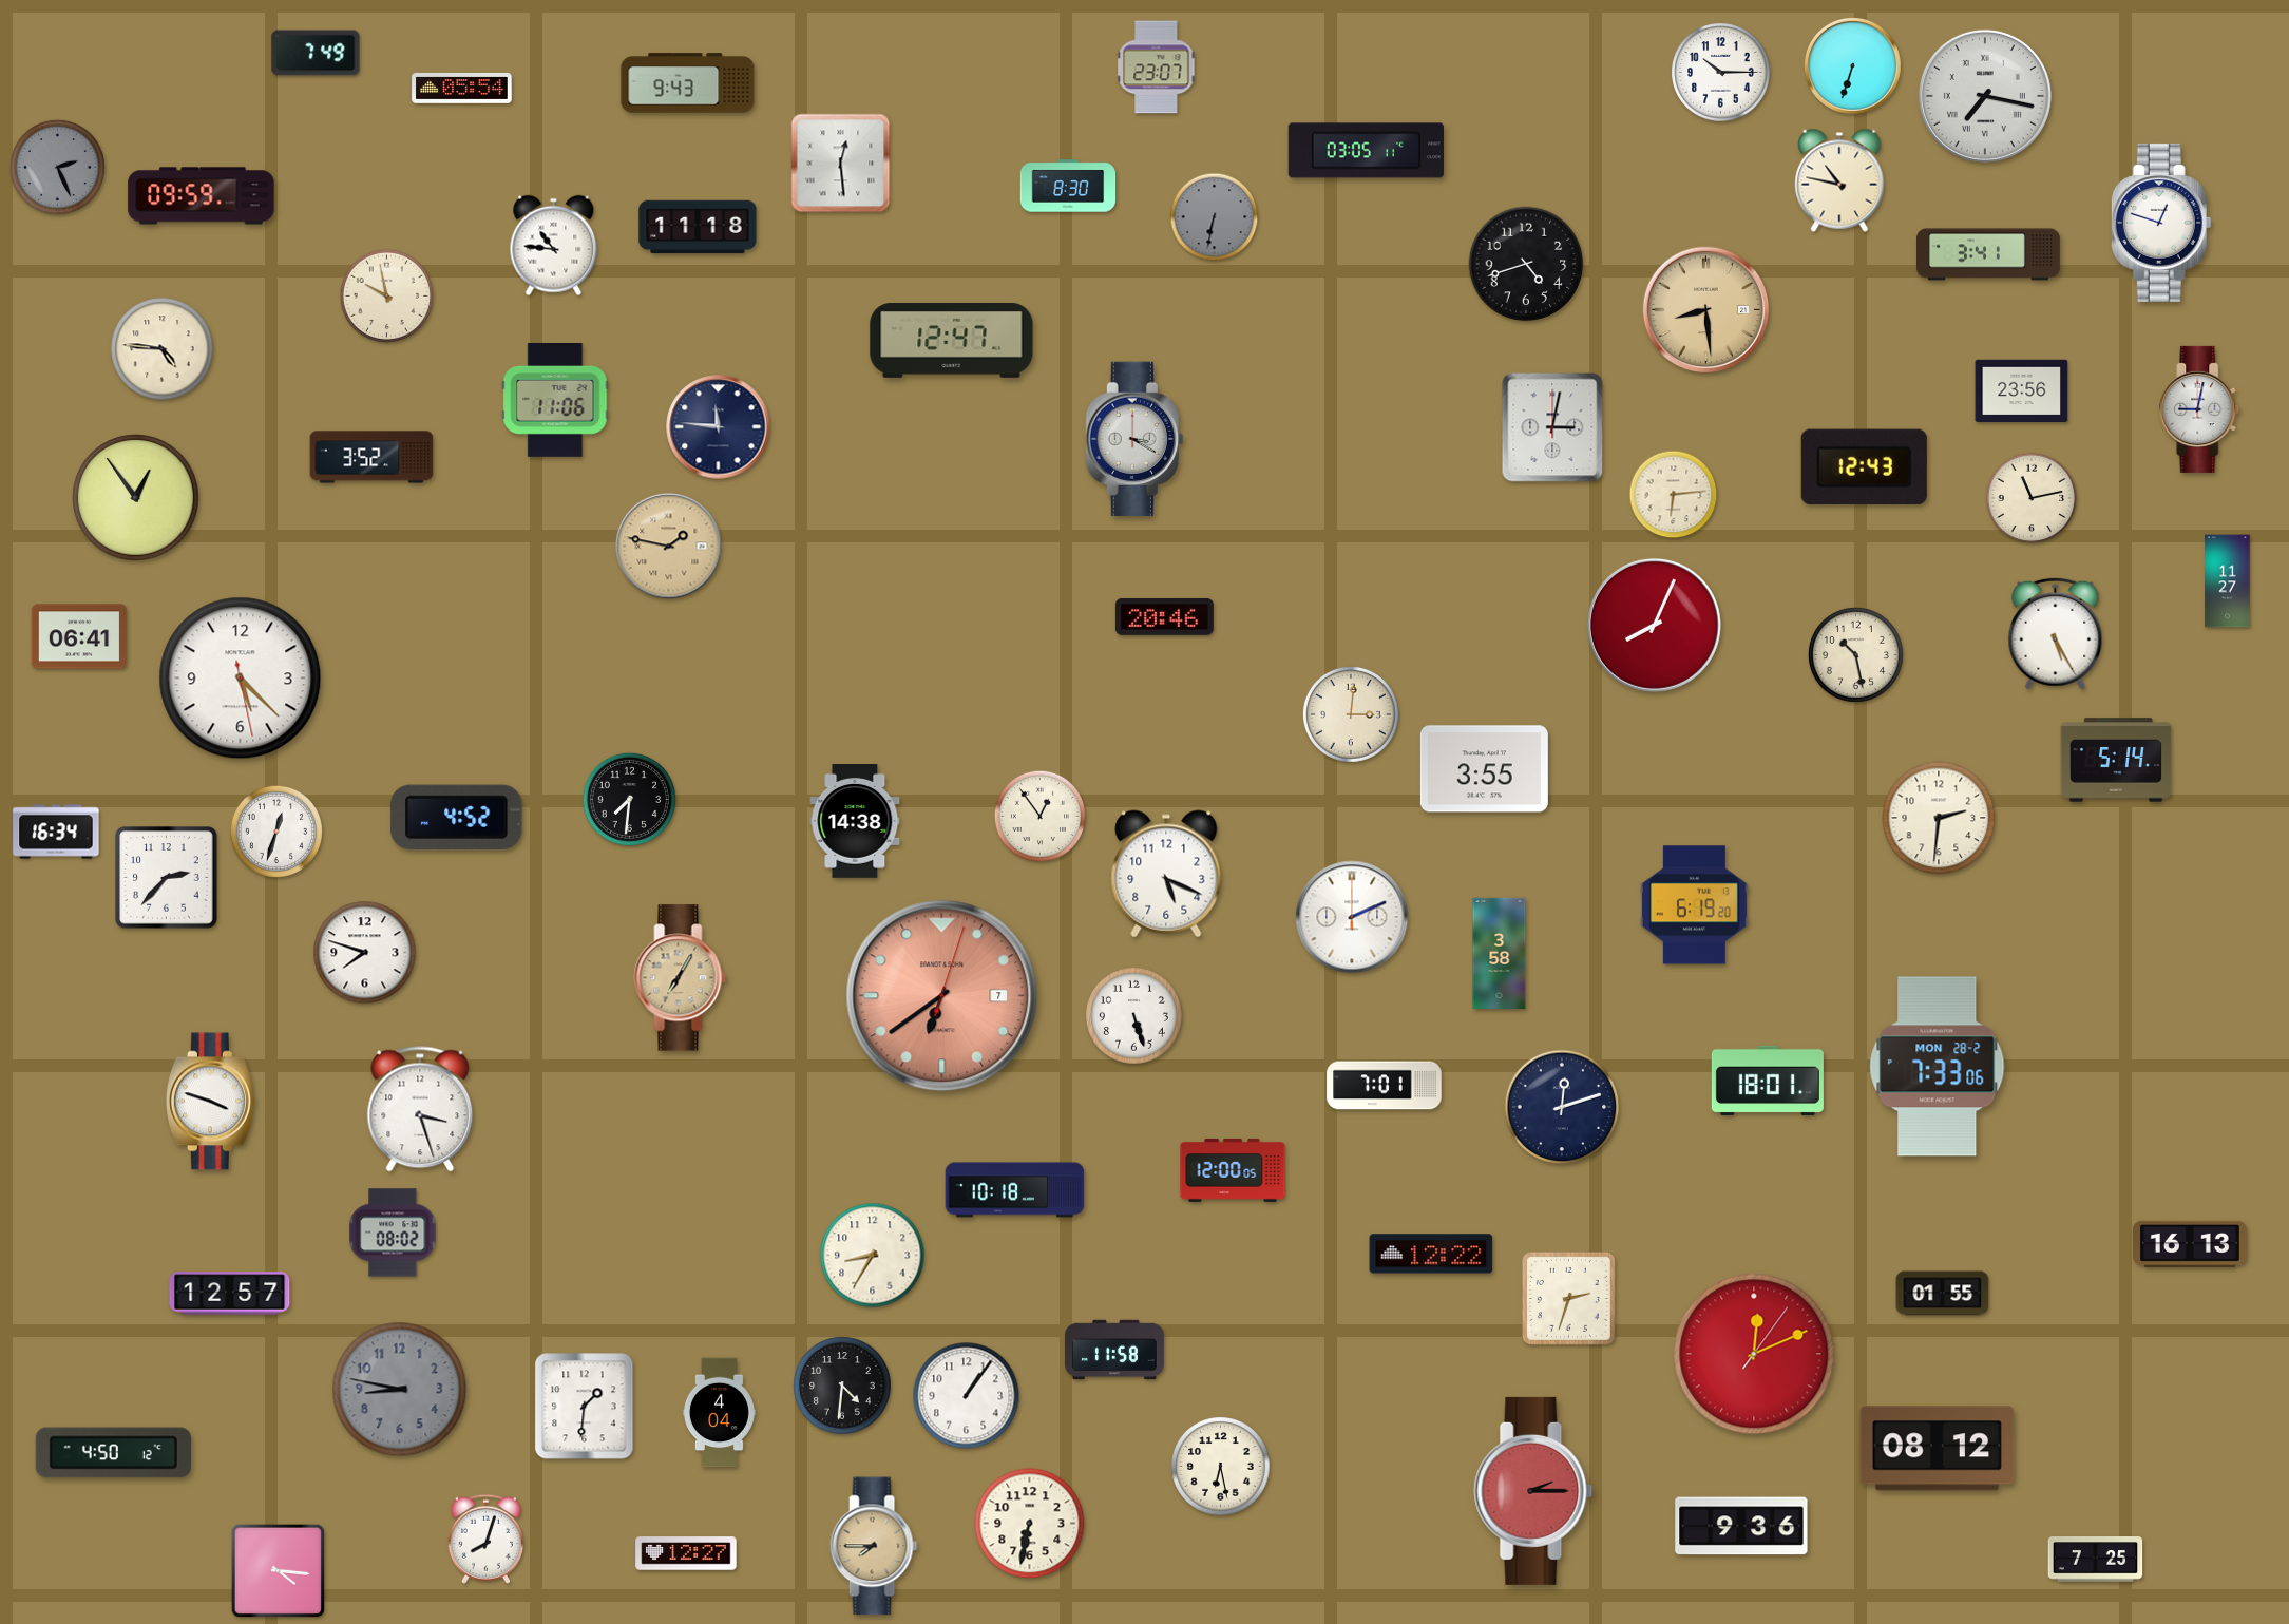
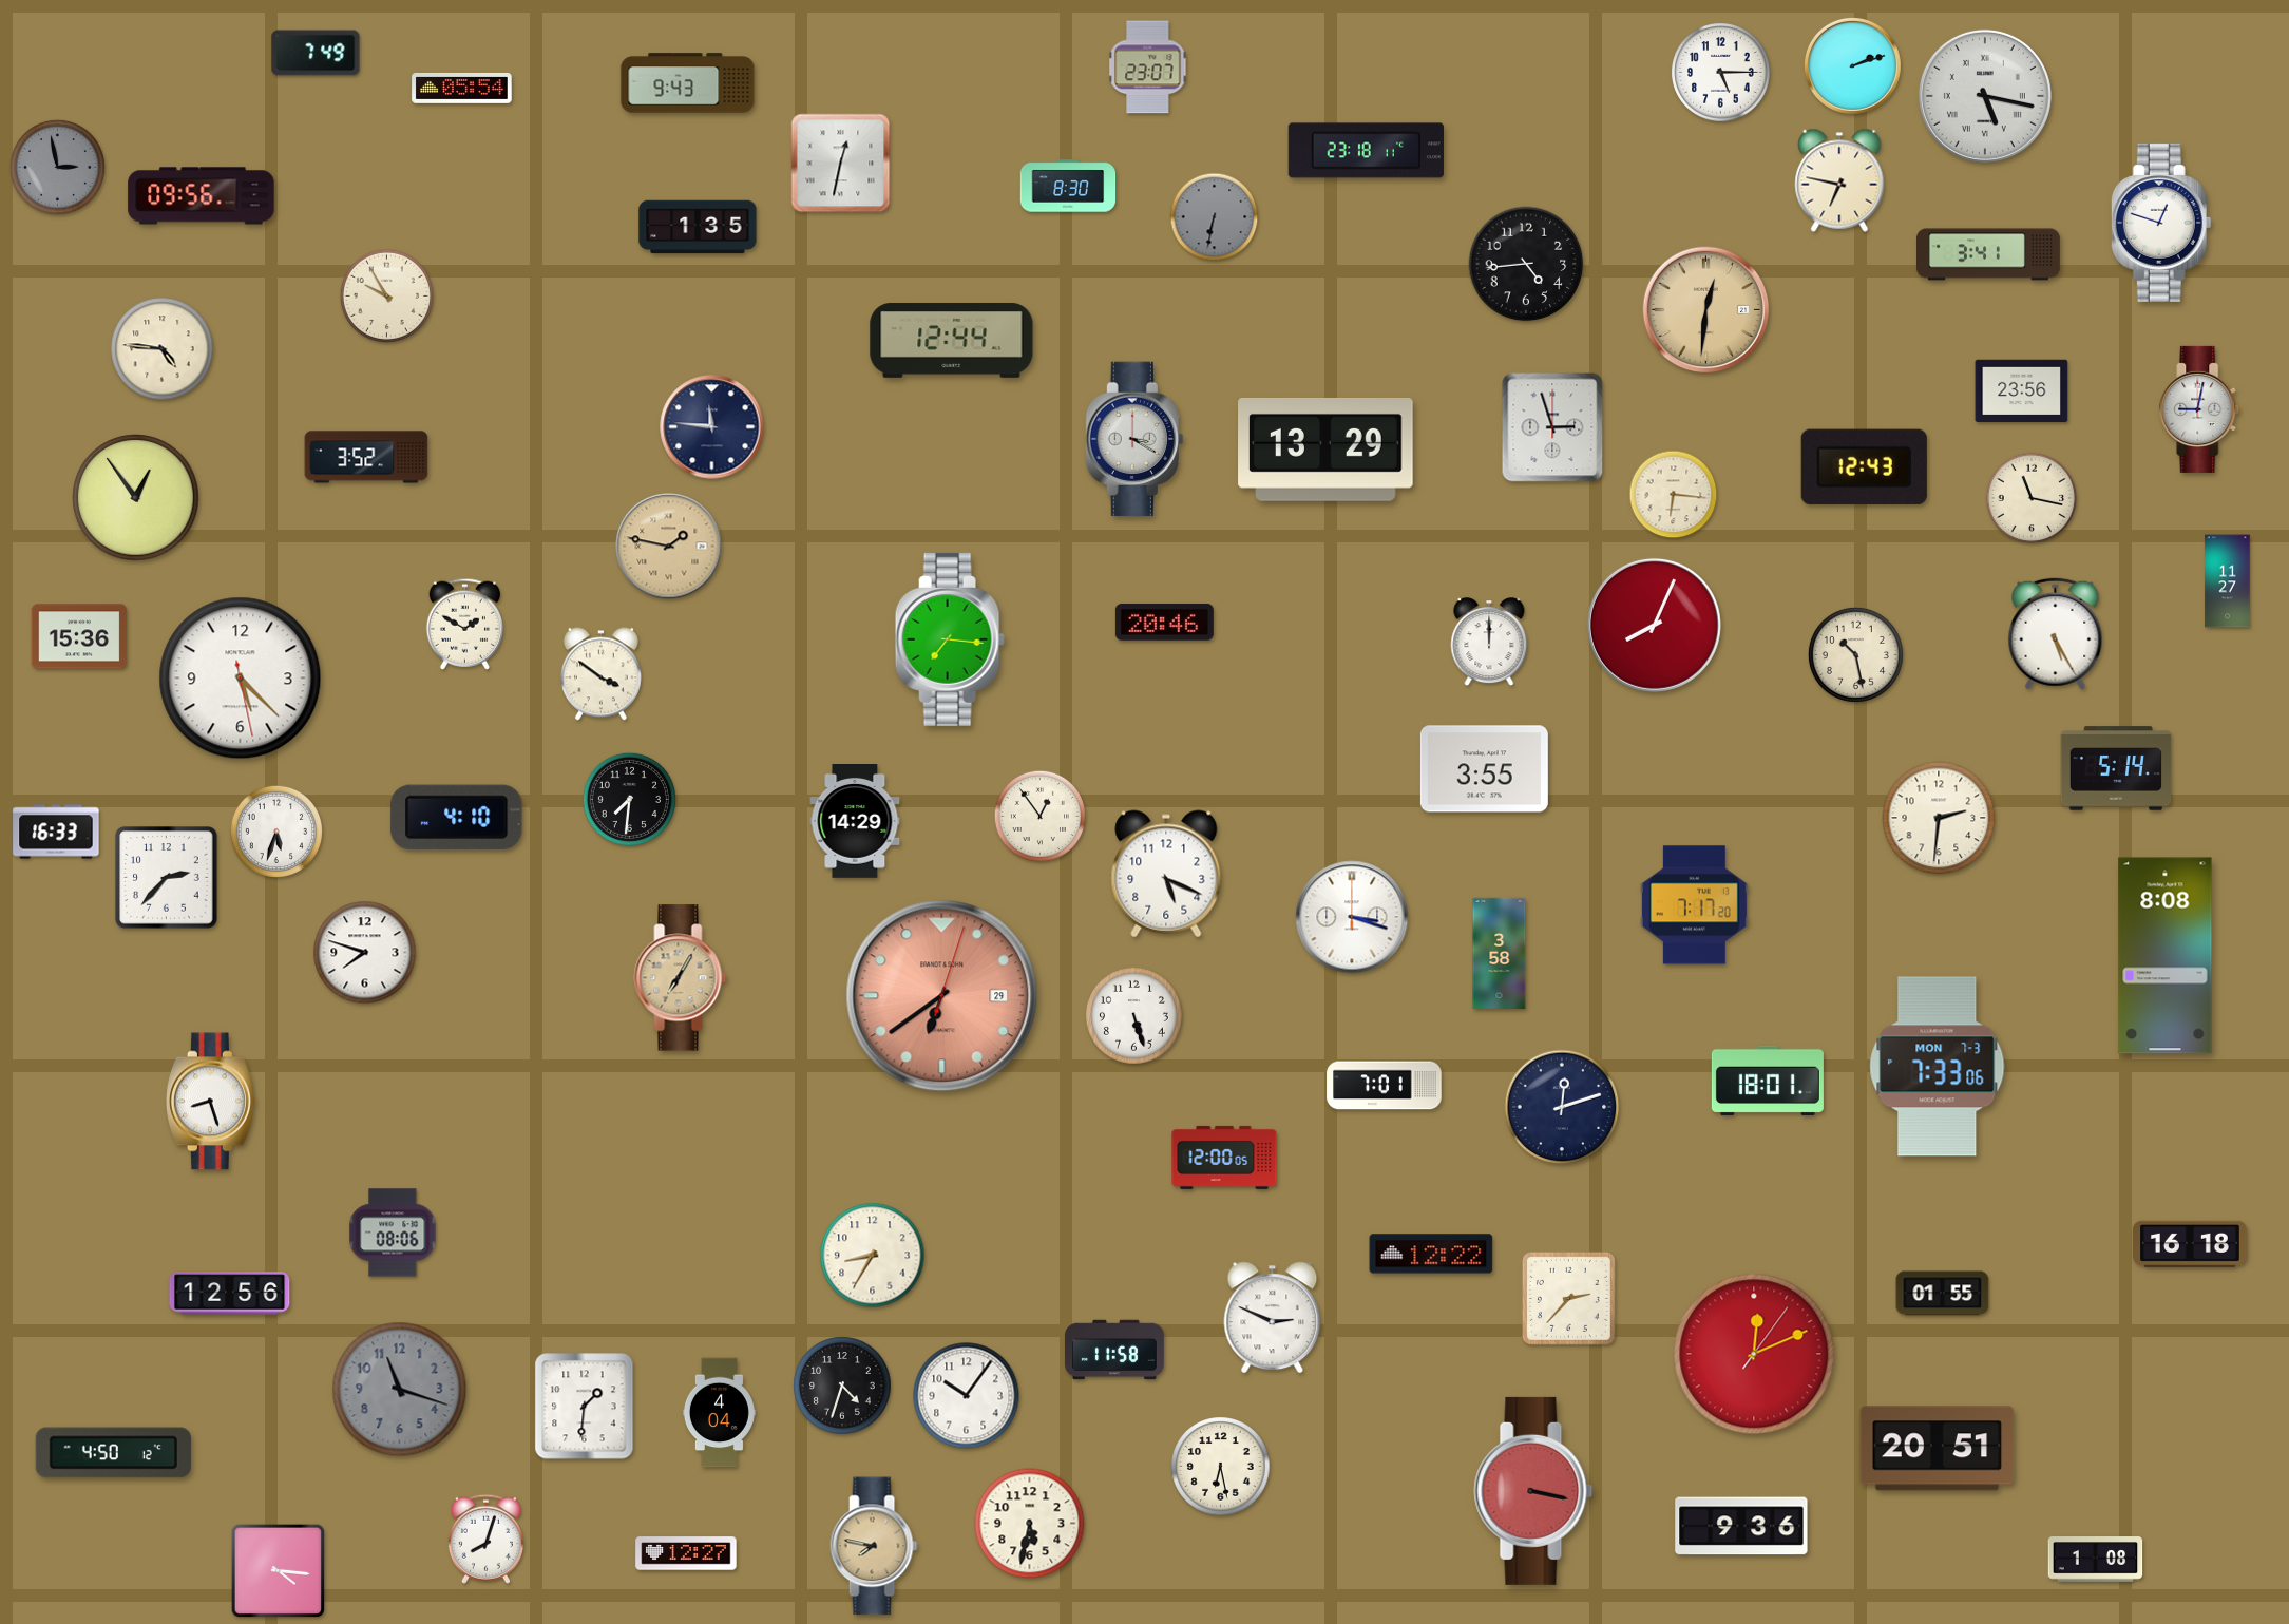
clock at (1852, 65): 6:33 -> 2:12
clock at (1157, 68) position: (1157, 68) -> (1148, 68)
clock at (1721, 73): 10:15 -> 5:15
clock at (1985, 96): 7:17 -> 5:17
clock at (1366, 151): 03:05 -> 23:18
clock at (841, 164): 12:29 -> 12:32
clock at (57, 167): 2:26 -> 2:58
clock at (1839, 180): 10:47 -> 6:47
clock at (202, 196): 09:59 -> 09:56
clock at (698, 227): 11:18 -> 1:35
clock at (554, 246): 10:46 -> none
clock at (1526, 264): 4:42 -> 4:44
clock at (386, 295): 9:58 -> 9:55
clock at (1705, 309): 8:29 -> 12:31
clock at (952, 341): 12:47 -> 12:44
clock at (555, 401): 11:06 -> none
clock at (719, 427) position: (719, 427) -> (712, 427)
clock at (1552, 427): 3:02 -> 2:57
clock at (1325, 450): none -> 13:29
clock at (371, 457) position: (371, 457) -> (366, 457)
clock at (1674, 495): 6:14 -> 6:16
clock at (2032, 498): 11:13 -> 11:17
clock at (1164, 616) position: (1164, 616) -> (1164, 622)
clock at (465, 624): none -> 1:50
clock at (79, 636): 06:41 -> 15:36
clock at (950, 639): none -> 7:16
clock at (1489, 643): none -> 12:00
clock at (600, 674): none -> 3:51
clock at (1351, 714): 3:01 -> none
clock at (2116, 760) position: (2116, 760) -> (2116, 768)
clock at (457, 817): 4:52 -> 4:10
clock at (855, 822): 14:38 -> 14:29
clock at (275, 830): 12:33 -> 5:33
clock at (56, 832): 16:34 -> 16:33
clock at (1694, 905): 6:19 -> 7:17
clock at (1352, 917): 2:11 -> 3:18
clock at (2166, 956): none -> 8:08
clock at (942, 996) date: 7 -> 29
clock at (1938, 1067) date: MON 28-2 -> MON 7-3
clock at (210, 1102): 3:48 -> 8:27
clock at (420, 1109): 3:27 -> none
clock at (1233, 1170) position: (1233, 1170) -> (1224, 1158)
clock at (1015, 1190): 10:18 -> none
clock at (393, 1233): 08:02 -> 08:06
clock at (2191, 1244): 16:13 -> 16:18
clock at (230, 1294): 12:57 -> 12:56
clock at (1568, 1298): 2:33 -> 2:37
clock at (1273, 1318): none -> 2:49
clock at (842, 1386): 4:31 -> 4:33
clock at (400, 1390): 8:47 -> 11:18
clock at (967, 1396): 1:06 -> 10:06
clock at (1938, 1449): 08:12 -> 20:51
clock at (1533, 1491): 2:15 -> 3:17
clock at (1030, 1524): 6:32 -> 5:32
clock at (874, 1546): 7:45 -> 7:47
clock at (2096, 1560): 7:25 -> 1:08
